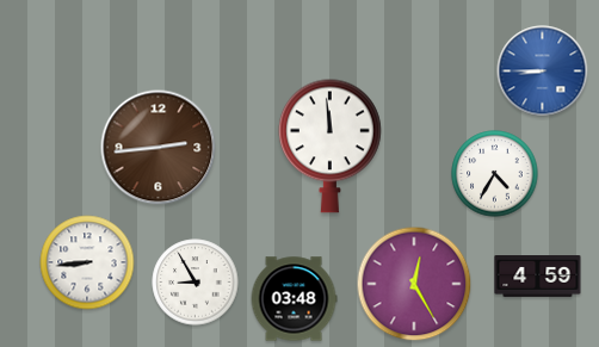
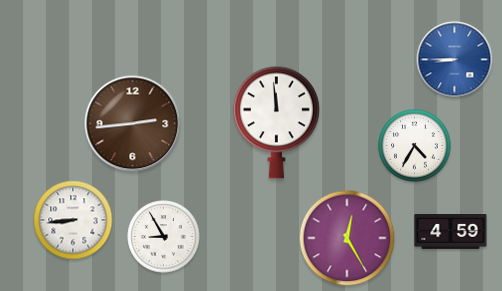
clock at (294, 299): 03:48 -> none
